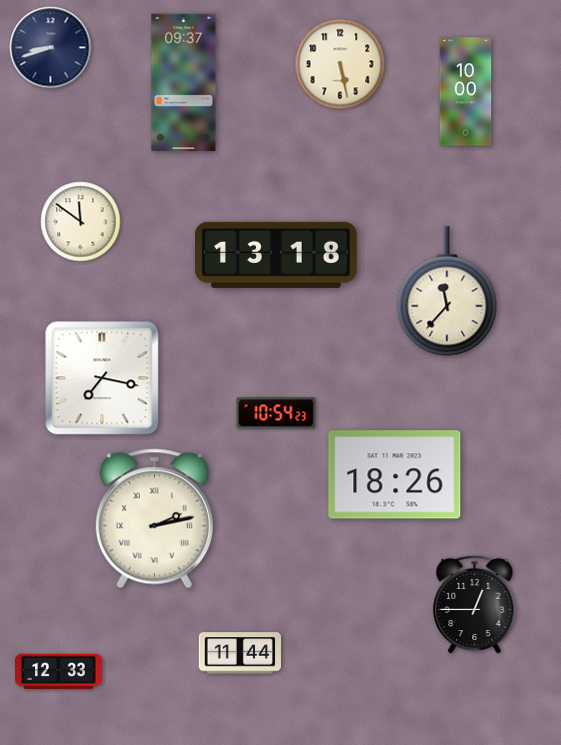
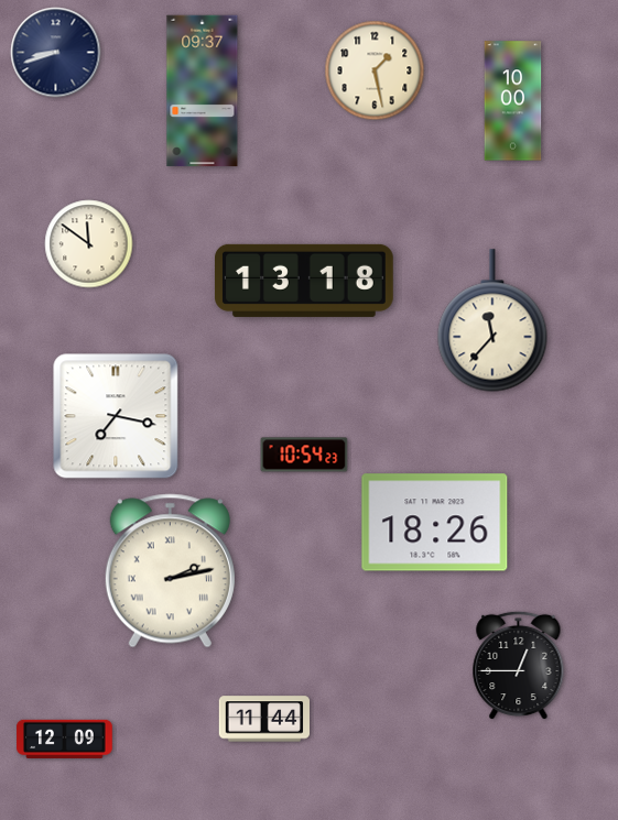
clock at (340, 64): 5:28 -> 1:28
clock at (102, 378) position: (102, 378) -> (116, 416)
clock at (475, 605) position: (475, 605) -> (519, 666)
clock at (59, 671): 12:33 -> 12:09
